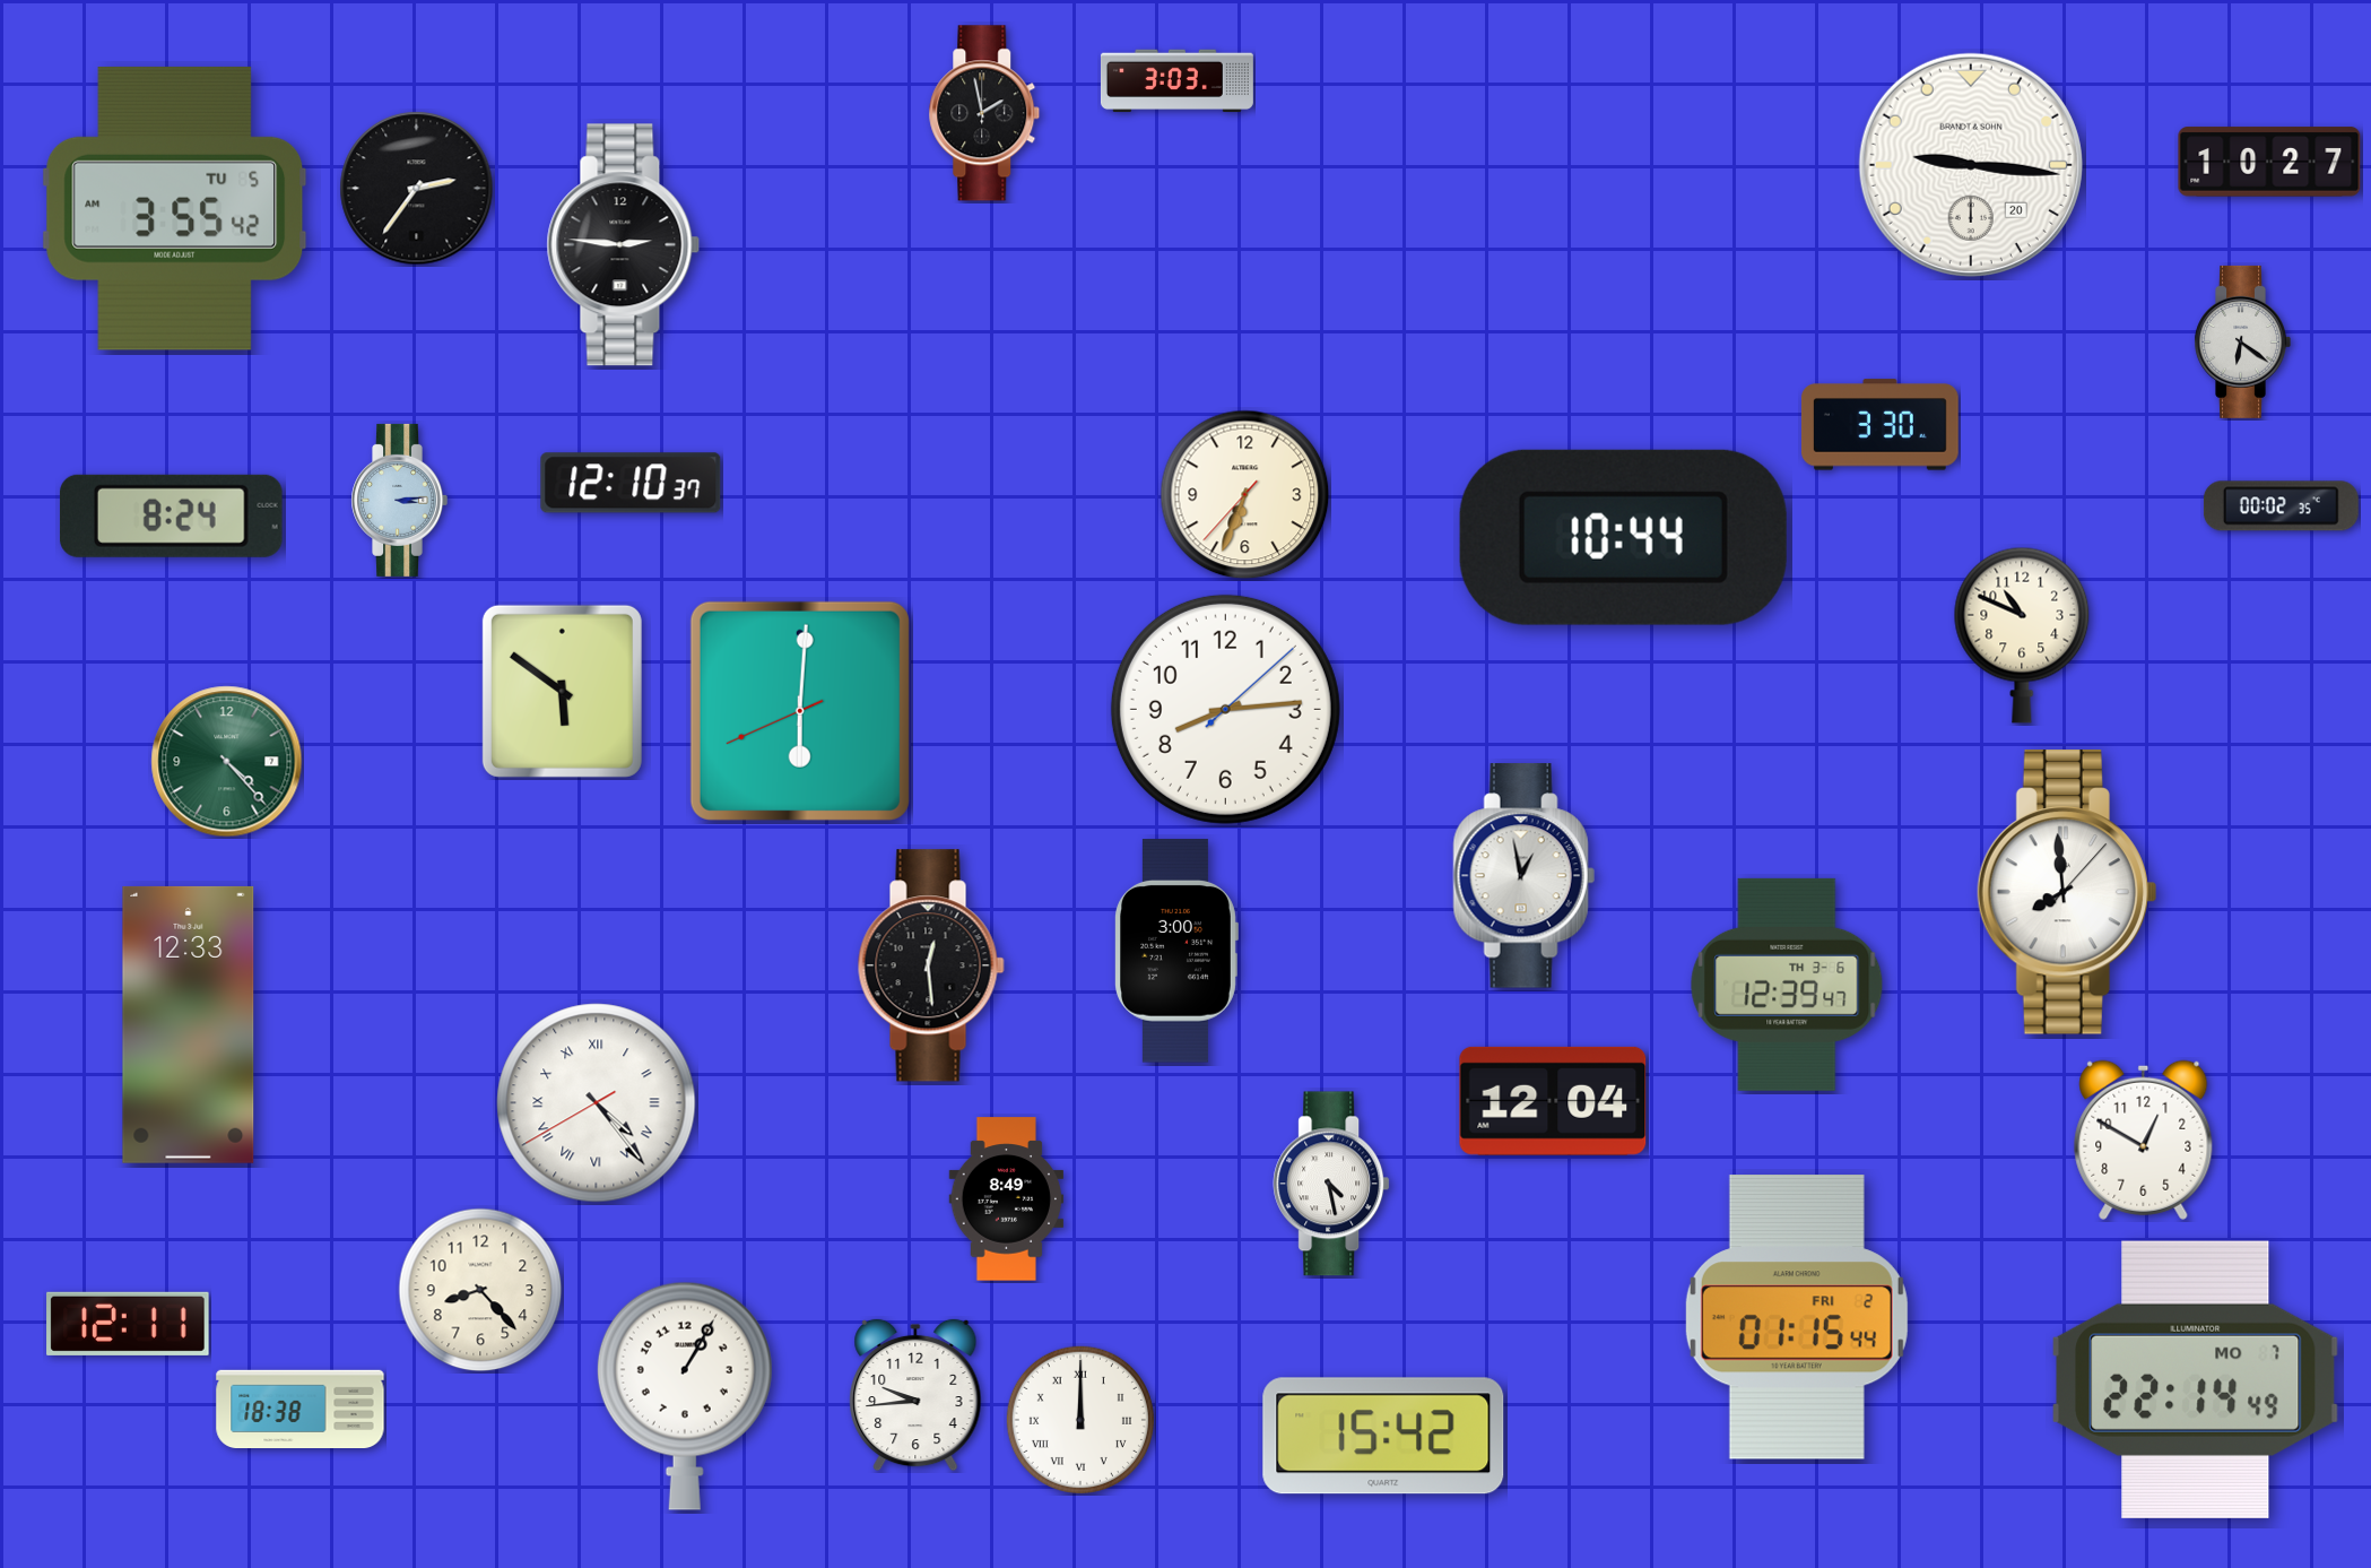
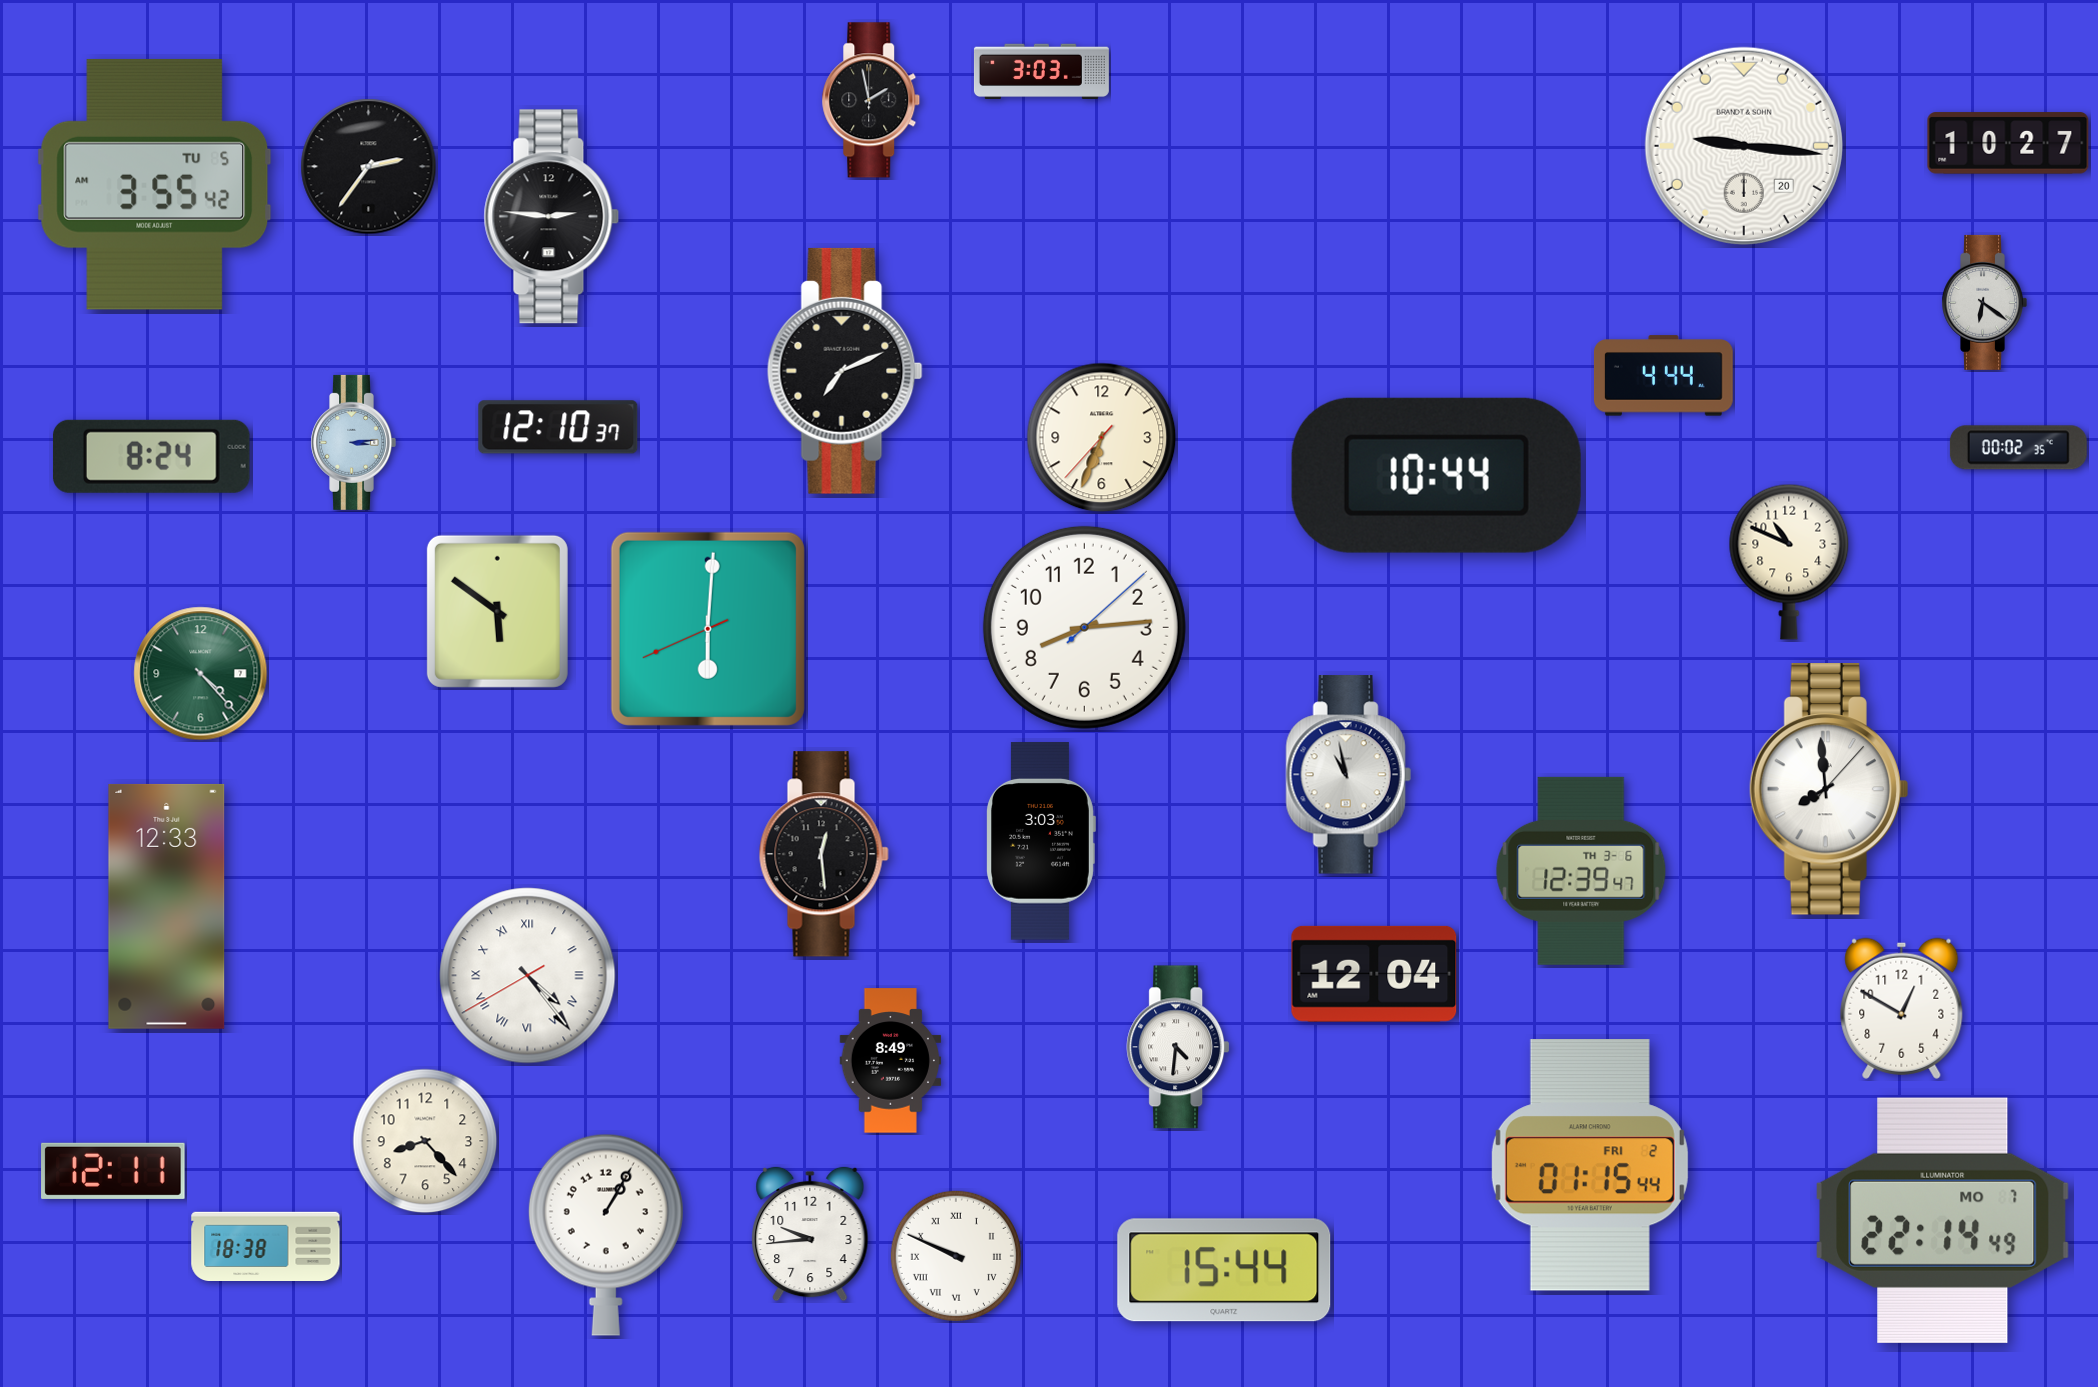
clock at (845, 371): none -> 7:11
clock at (1879, 425): 3:30 -> 4:44
clock at (1523, 876): 12:58 -> 10:58
clock at (1176, 951): 3:00 -> 3:03
clock at (2144, 1140) position: (2144, 1140) -> (1902, 1008)
clock at (1331, 1184): 4:28 -> 4:31
clock at (1080, 1420): 12:00 -> 9:49
clock at (1383, 1436): 15:42 -> 15:44
